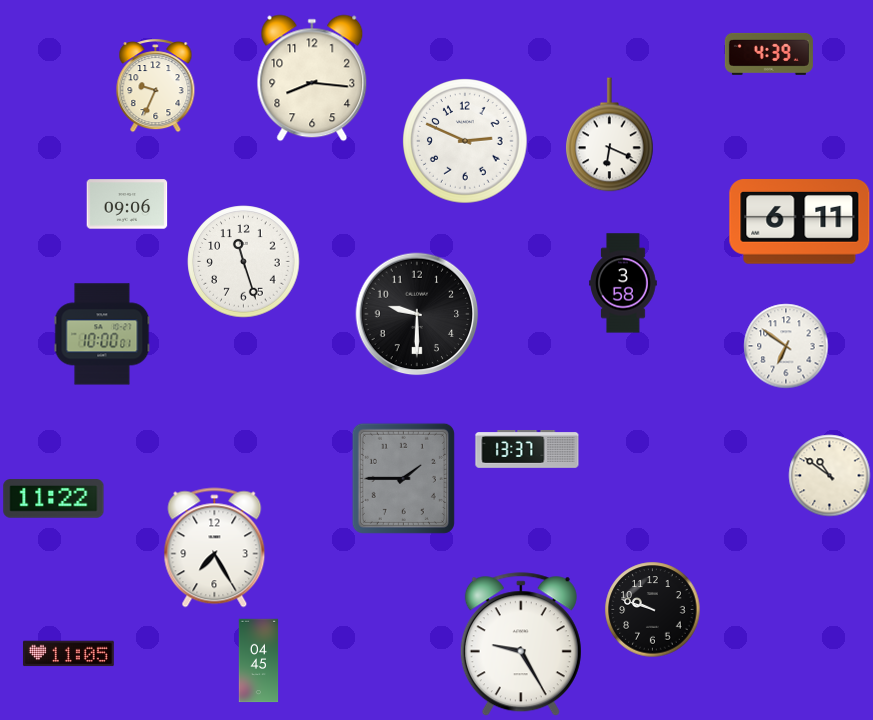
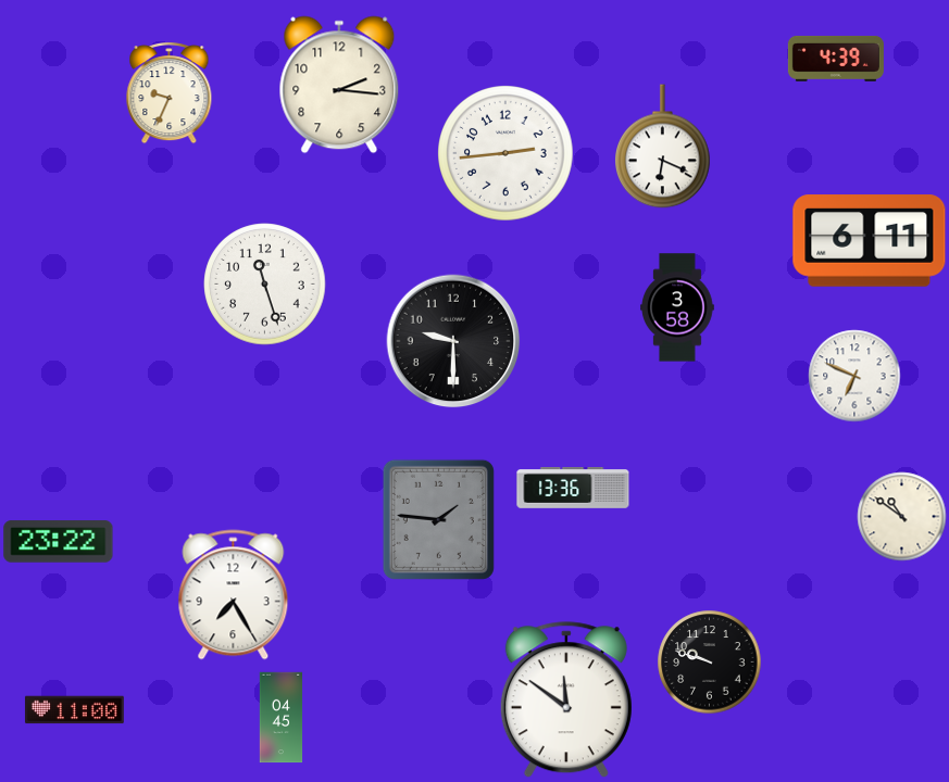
clock at (312, 78): 8:16 -> 2:16
clock at (465, 141): 2:49 -> 2:44
clock at (127, 204): 09:06 -> none
clock at (102, 334): 10:00 -> none
clock at (786, 346): 6:51 -> 6:49
clock at (527, 450): 13:37 -> 13:36
clock at (403, 478): 1:45 -> 1:46
clock at (54, 499): 11:22 -> 23:22
clock at (521, 645): 9:25 -> 11:51
clock at (68, 654): 11:05 -> 11:00
